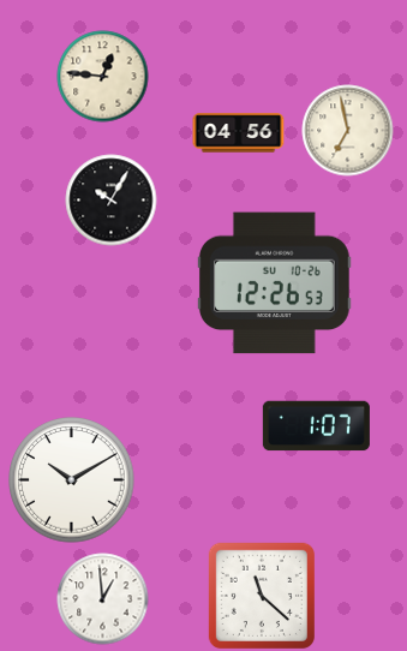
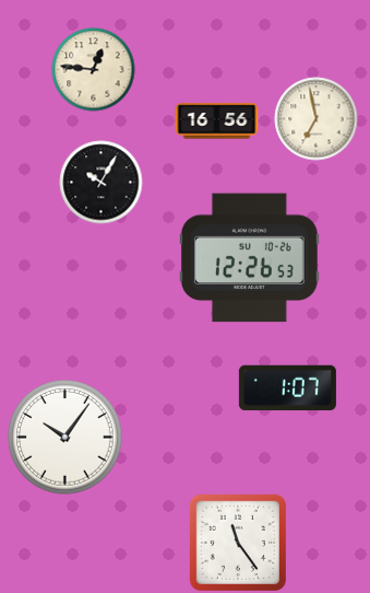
clock at (239, 133): 04:56 -> 16:56
clock at (72, 480): 10:10 -> 10:06
clock at (262, 596): 11:22 -> 11:24
clock at (103, 599): 12:59 -> none
